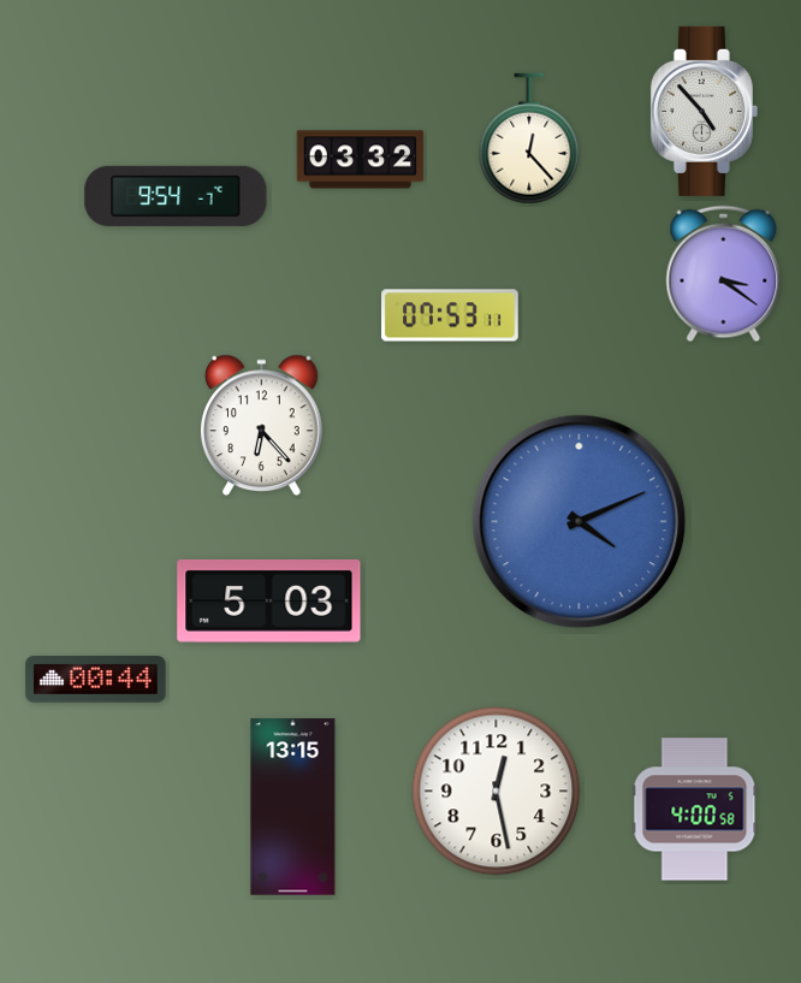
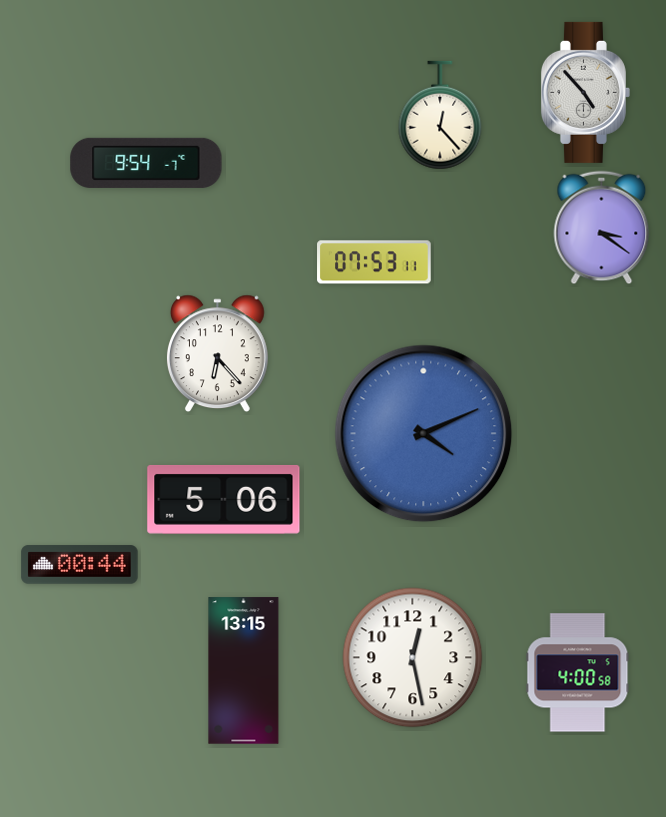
clock at (361, 160): 03:32 -> none
clock at (580, 522) position: (580, 522) -> (424, 434)
clock at (269, 600): 5:03 -> 5:06
